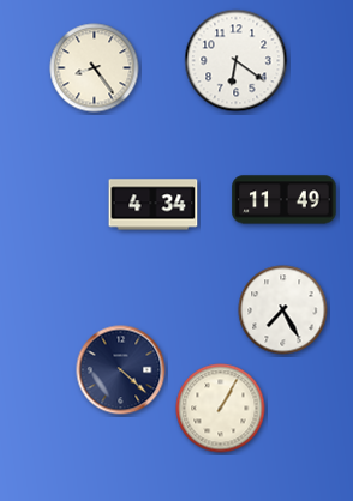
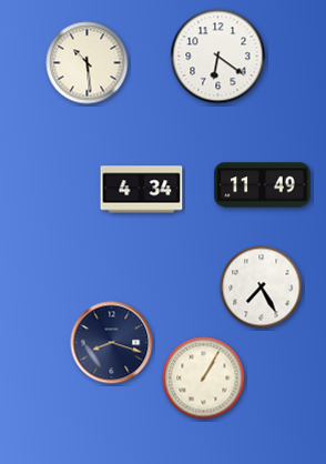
clock at (95, 68): 8:24 -> 10:29
clock at (121, 370): 4:22 -> 8:18
